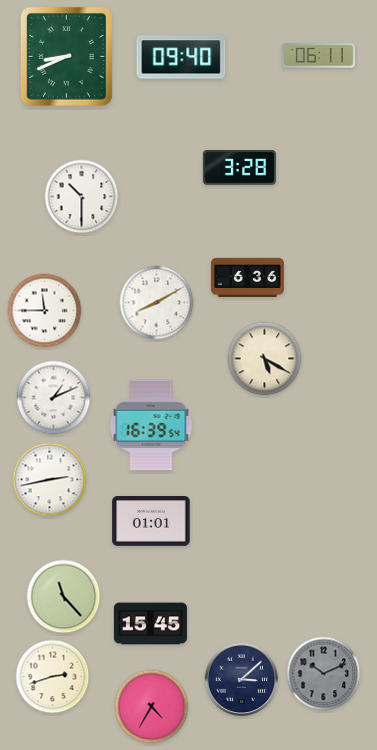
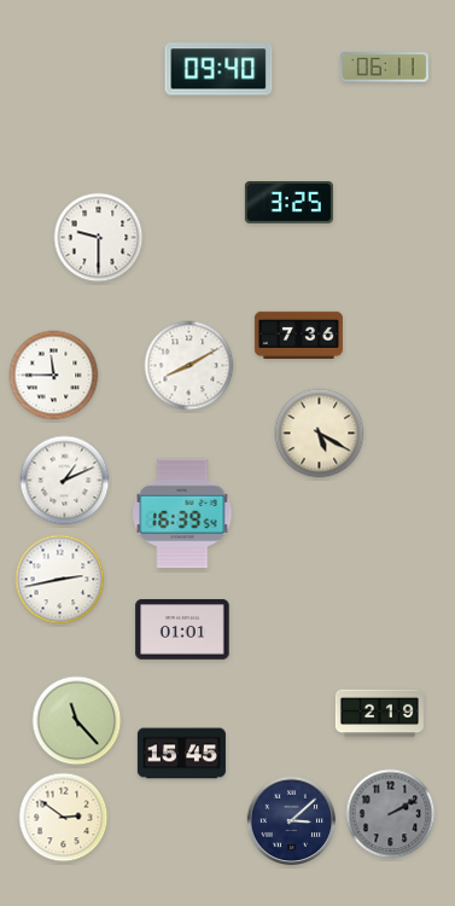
clock at (66, 57): 8:41 -> none
clock at (239, 168): 3:28 -> 3:25
clock at (82, 197): 10:30 -> 9:30
clock at (247, 277): 6:36 -> 7:36
clock at (379, 714): none -> 2:19
clock at (324, 674): 10:11 -> 2:10
clock at (53, 677): 2:42 -> 2:51
clock at (152, 707): 4:35 -> none
